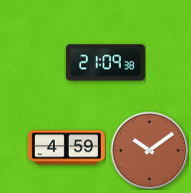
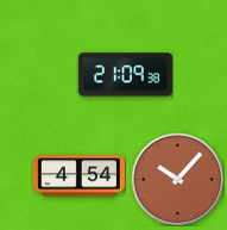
clock at (66, 148): 4:59 -> 4:54
clock at (149, 150): 10:09 -> 10:07
